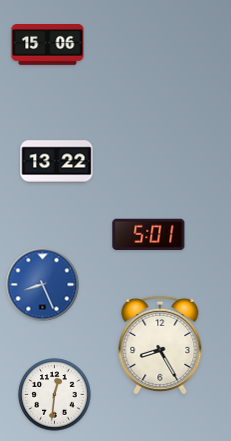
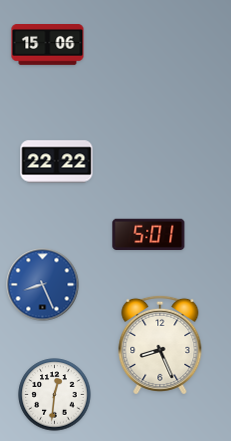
clock at (57, 162): 13:22 -> 22:22
clock at (160, 345): 8:25 -> 8:26
